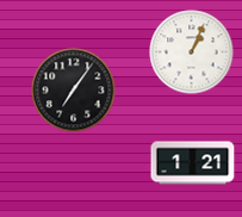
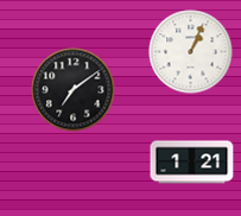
clock at (74, 91): 7:06 -> 7:09
